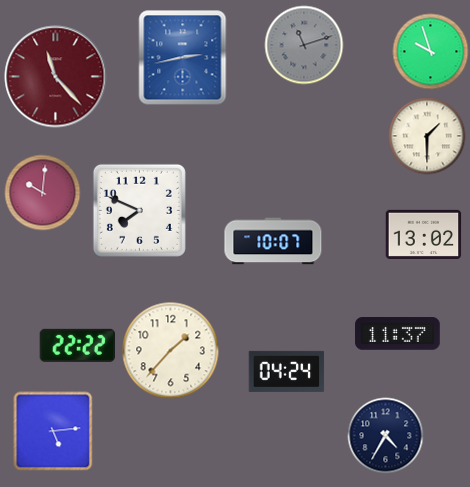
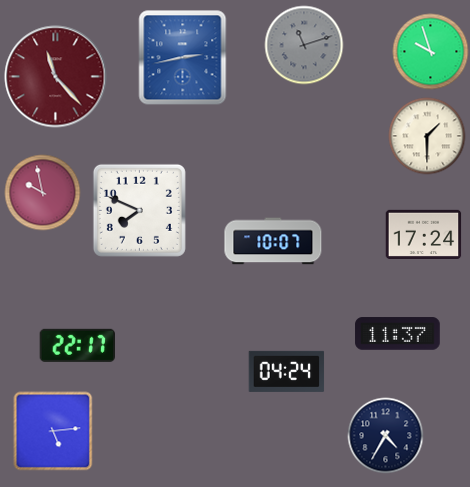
clock at (43, 193): 10:01 -> 9:58
clock at (424, 234): 13:02 -> 17:24
clock at (78, 345): 22:22 -> 22:17
clock at (171, 351): 1:37 -> none
